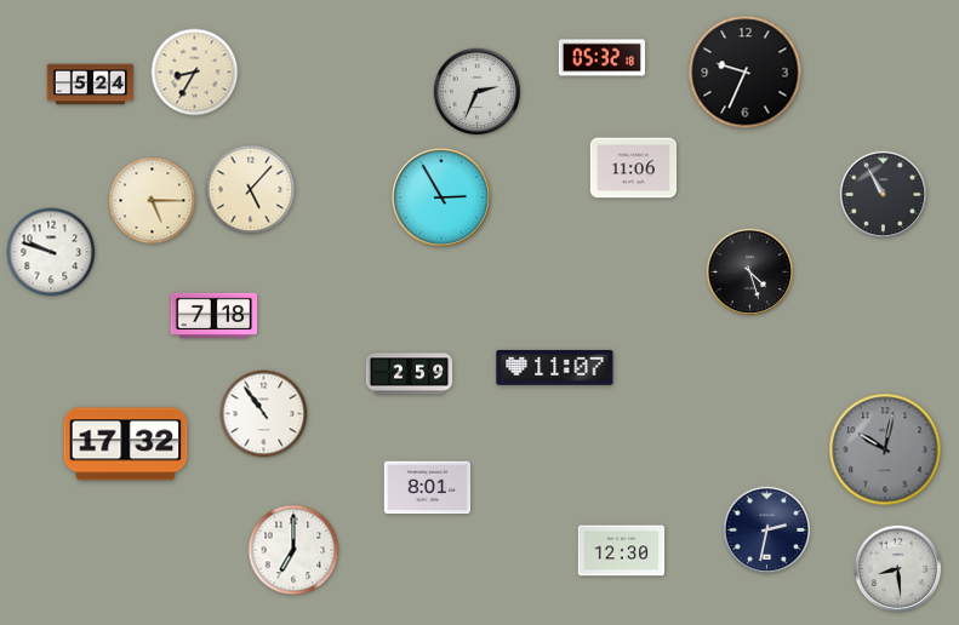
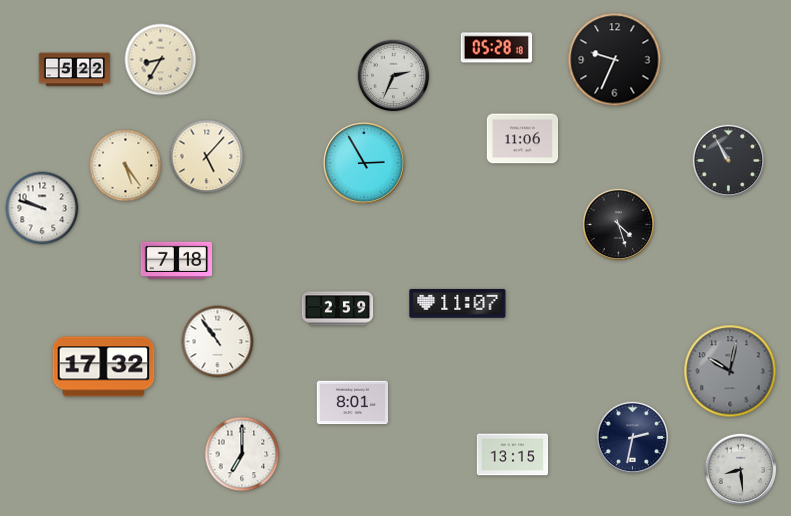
clock at (603, 58): 05:32 -> 05:28
clock at (91, 85): 5:24 -> 5:22
clock at (153, 201): 5:15 -> 5:24
clock at (622, 551): 12:30 -> 13:15
